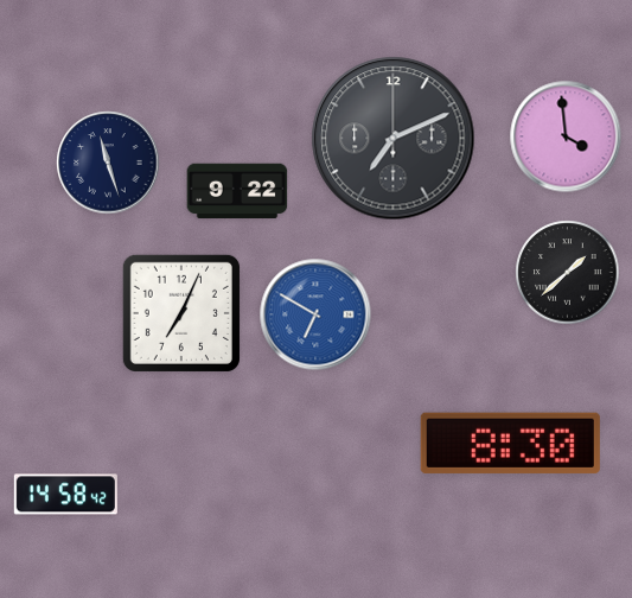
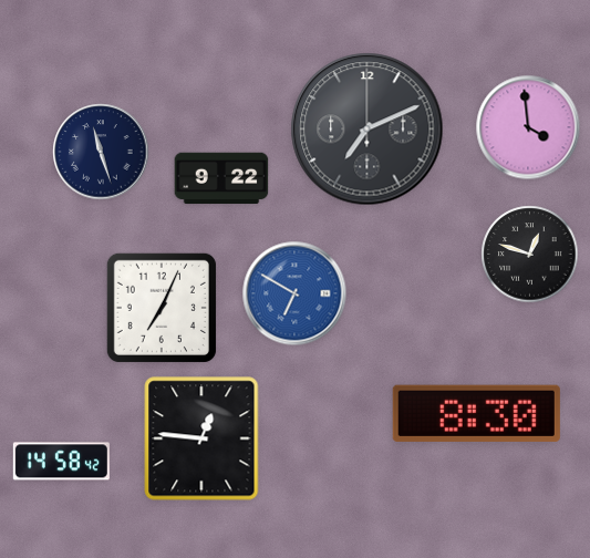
clock at (568, 273): 1:38 -> 12:48
clock at (181, 313) position: (181, 313) -> (162, 308)
clock at (201, 438): none -> 12:46
